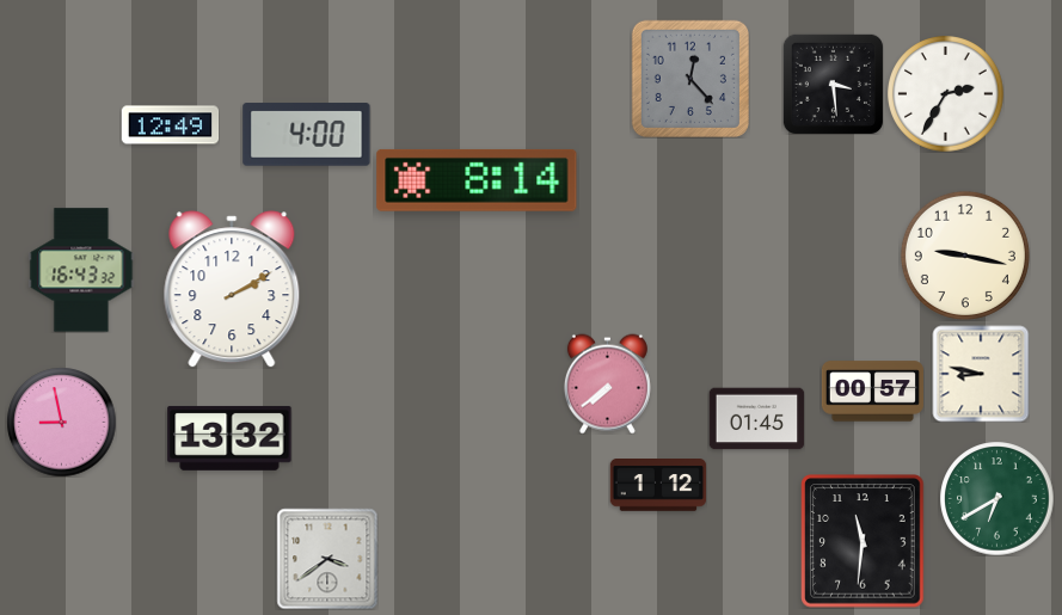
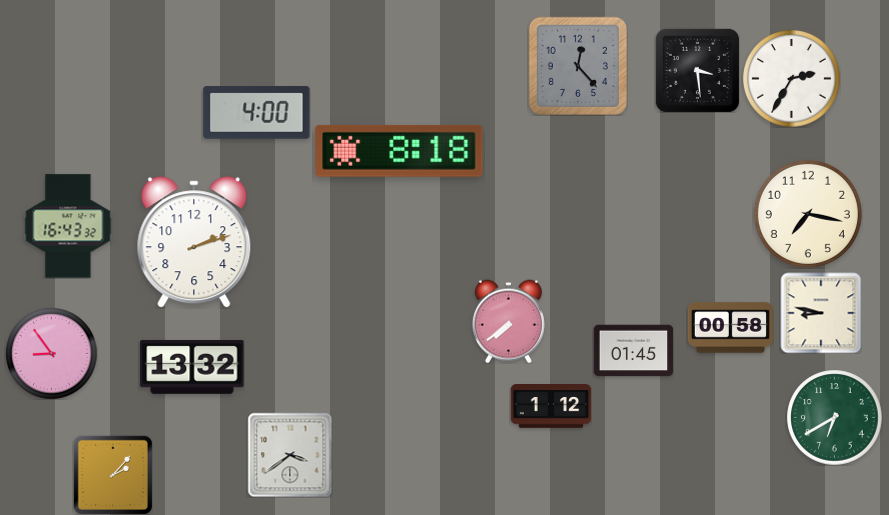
clock at (170, 125): 12:49 -> none
clock at (477, 180): 8:14 -> 8:18
clock at (965, 256): 9:17 -> 7:17
clock at (232, 289): 2:10 -> 2:12
clock at (872, 392): 00:57 -> 00:58
clock at (61, 422): 8:58 -> 8:54
clock at (863, 541): 11:31 -> none
clock at (327, 559) position: (327, 559) -> (290, 455)
clock at (113, 475): none -> 2:07
